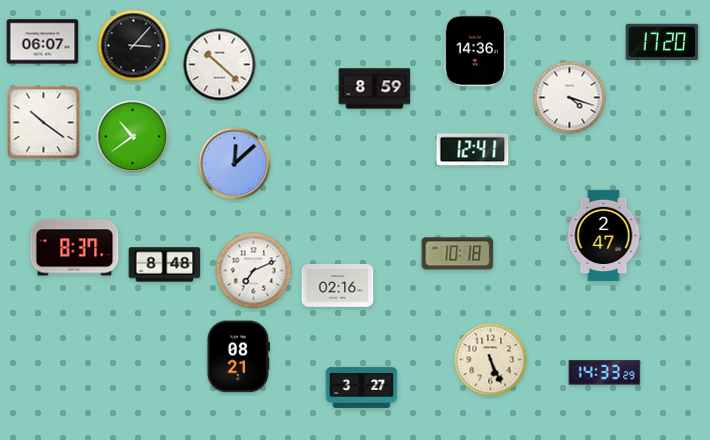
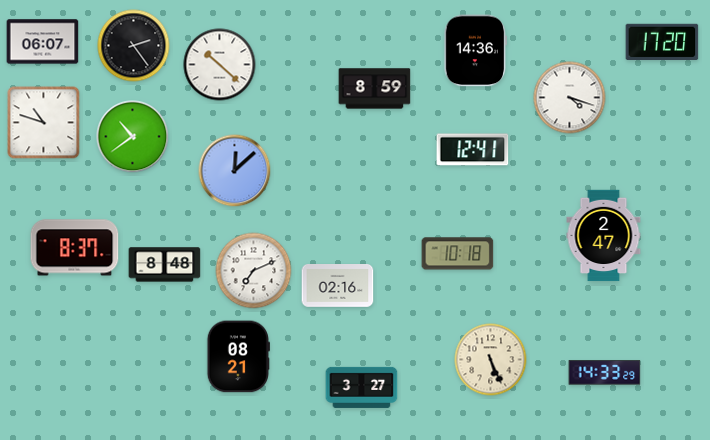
clock at (134, 46): 3:07 -> 2:24
clock at (44, 123): 10:21 -> 10:48
clock at (235, 164) position: (235, 164) -> (235, 171)
